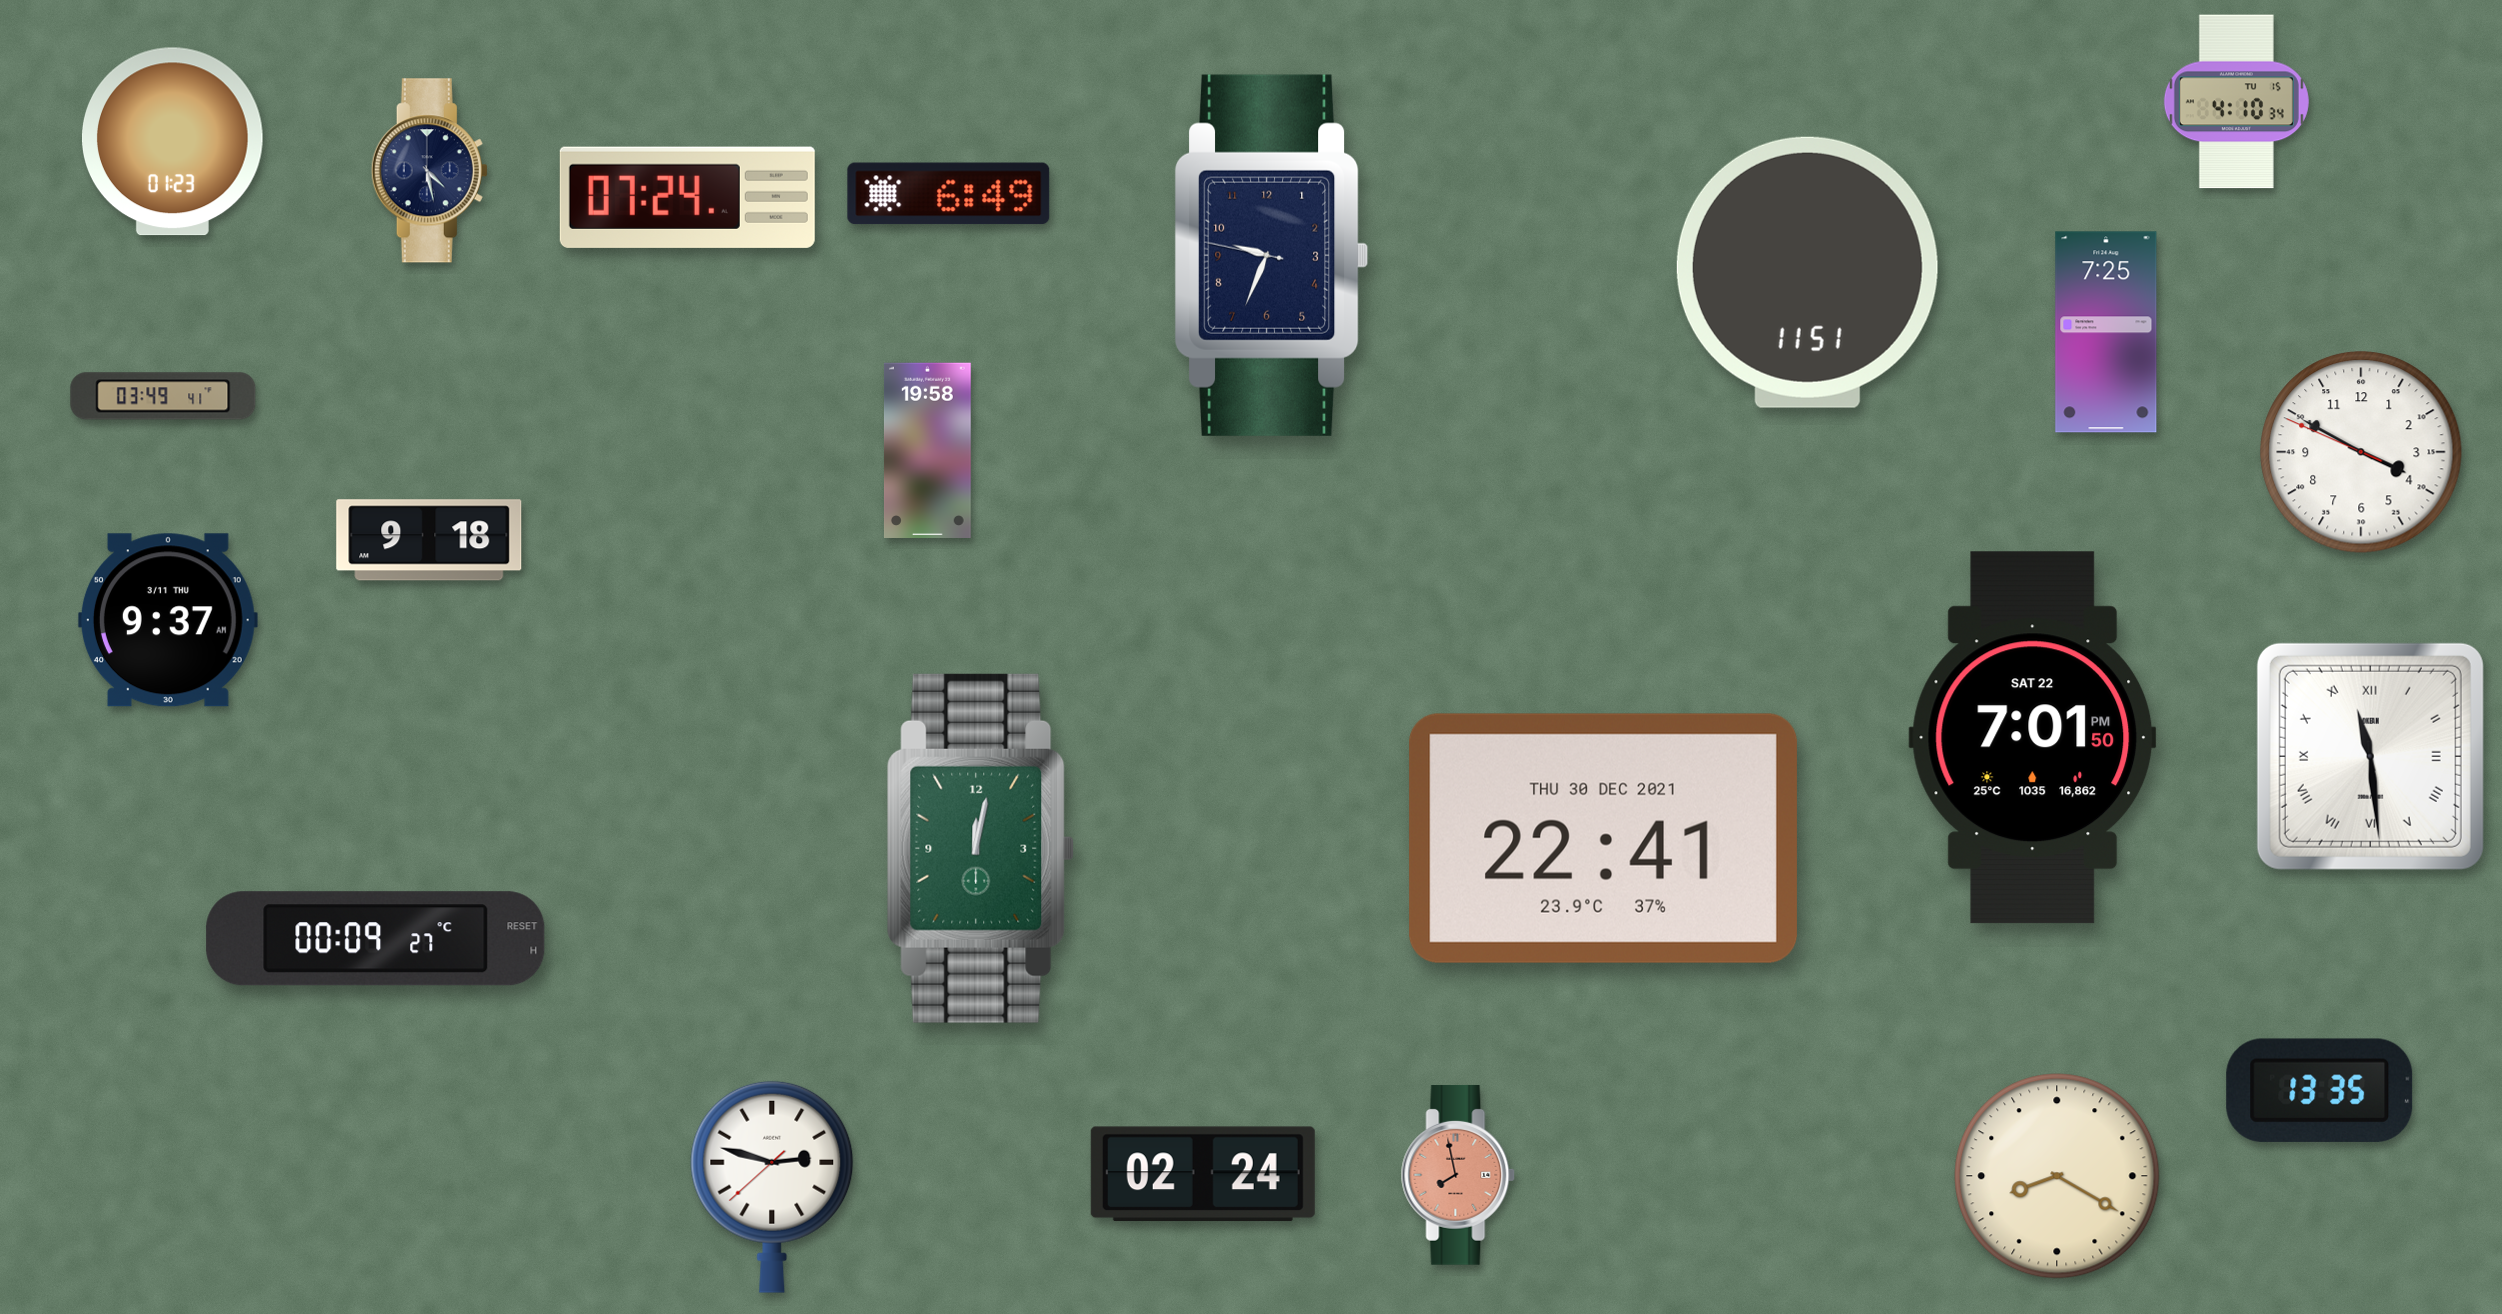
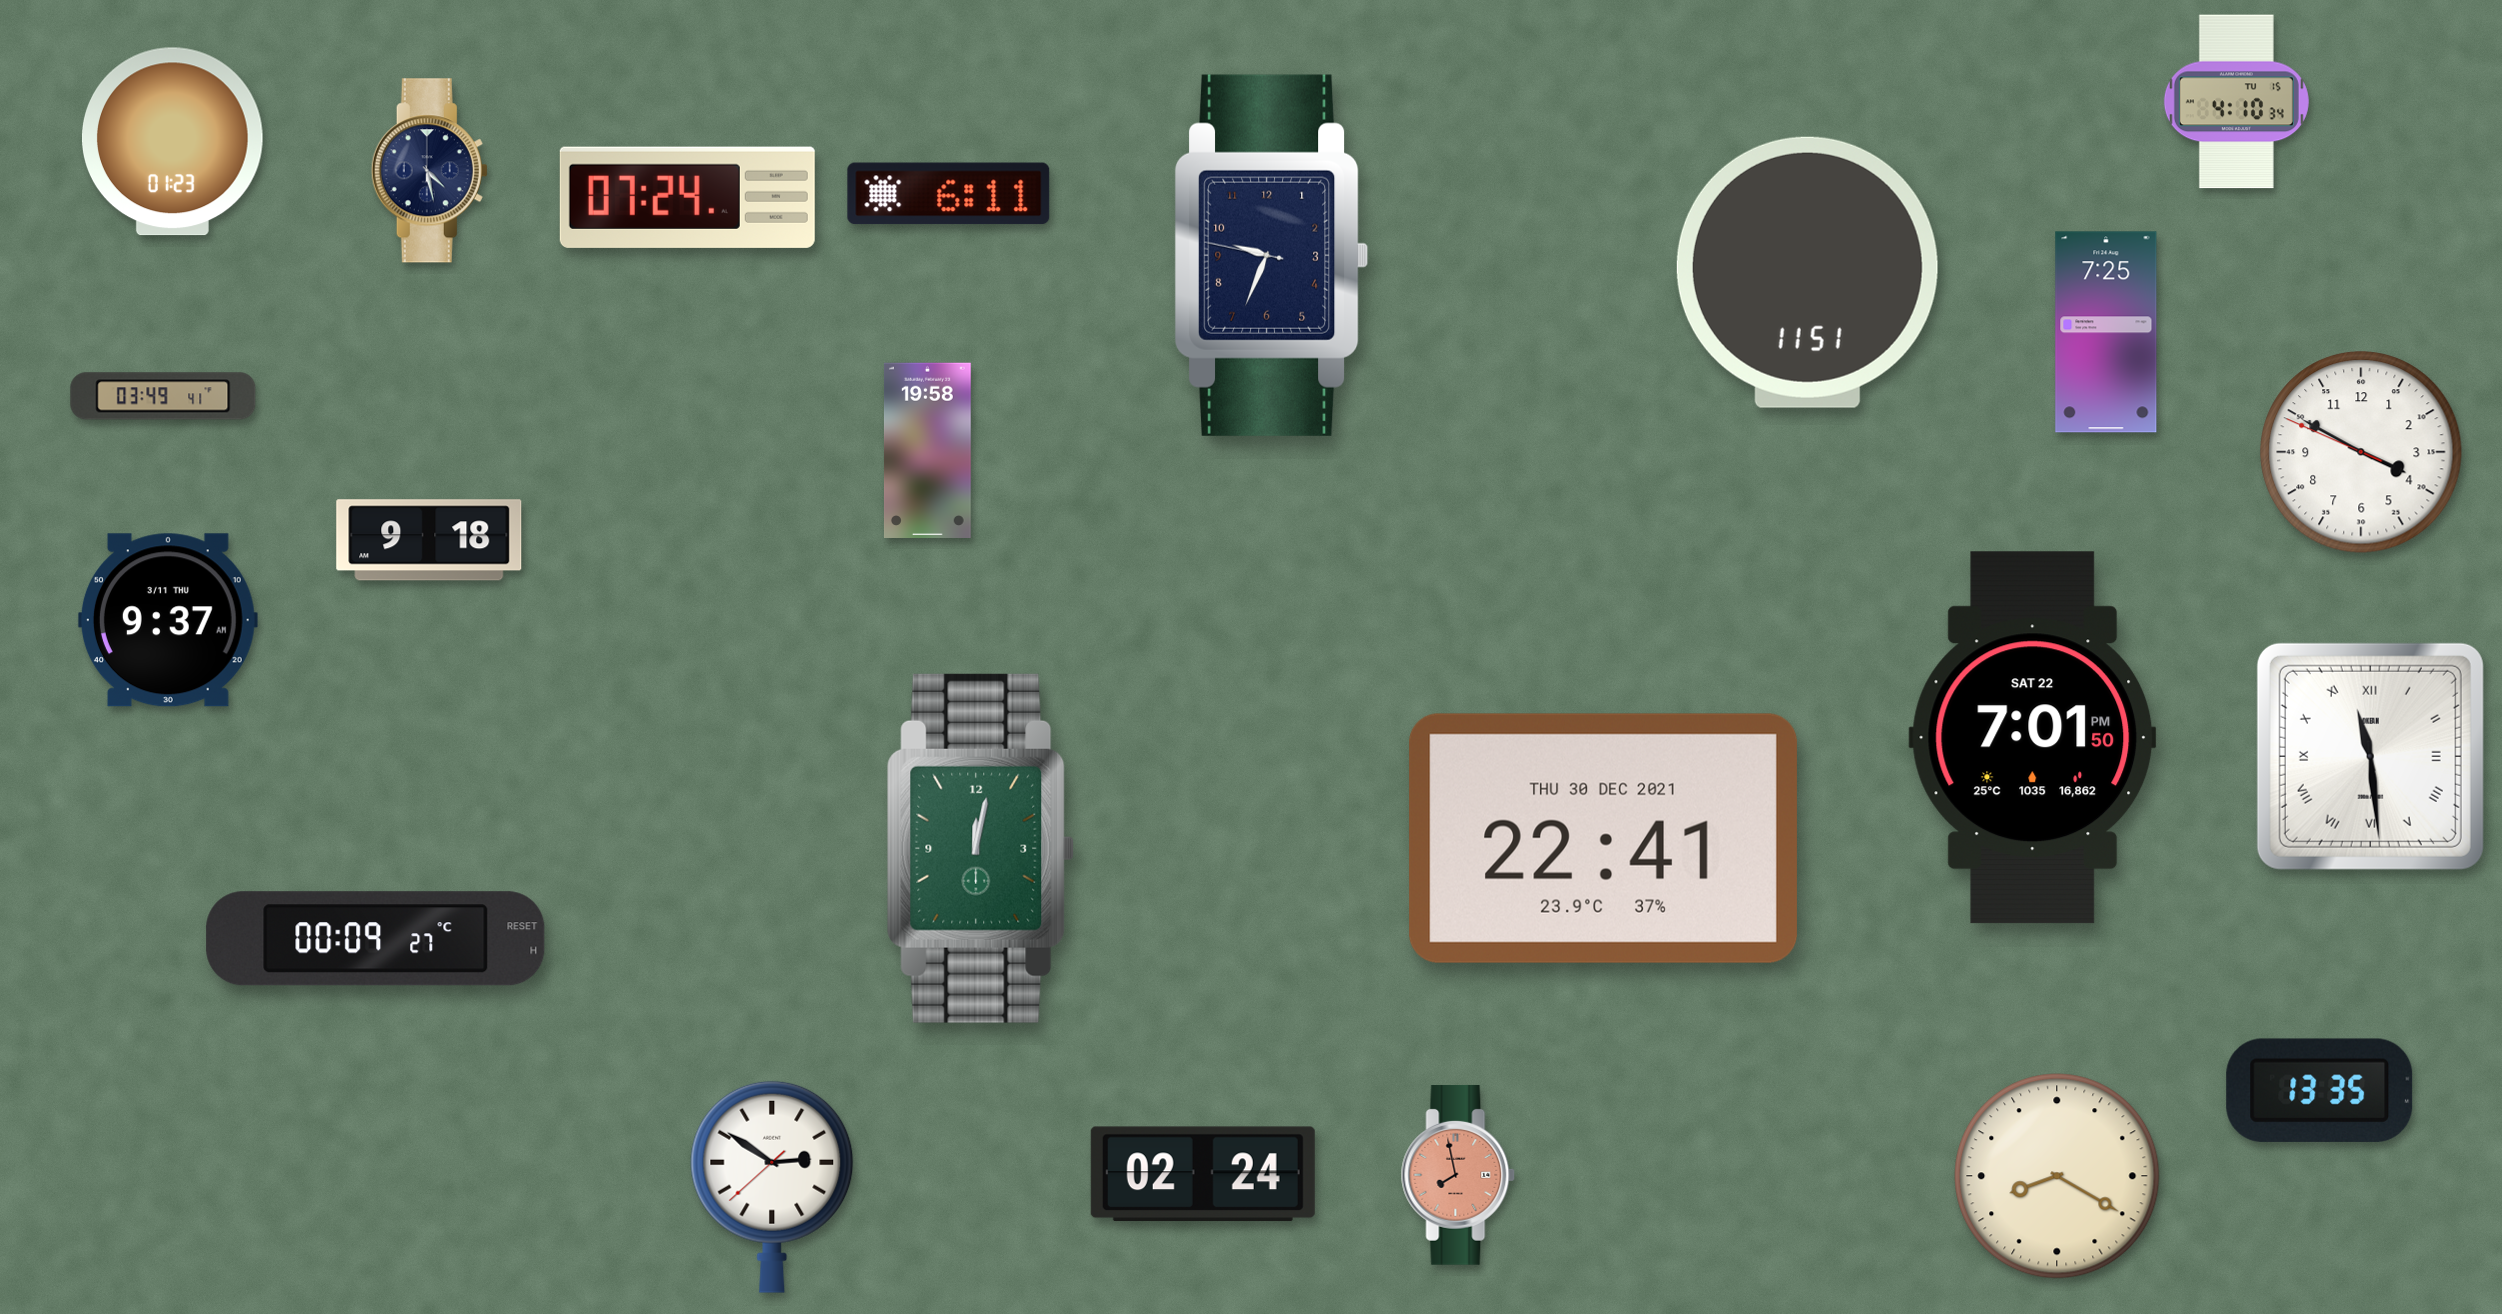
clock at (949, 194): 6:49 -> 6:11
clock at (772, 1187): 2:47 -> 2:50
